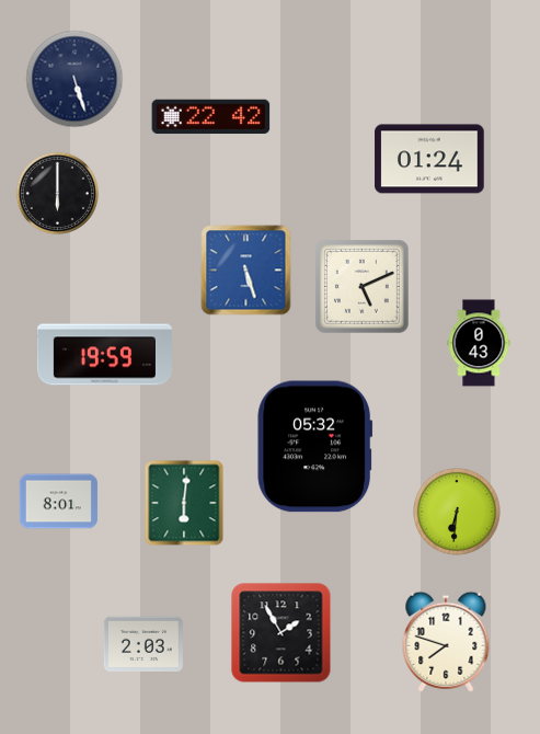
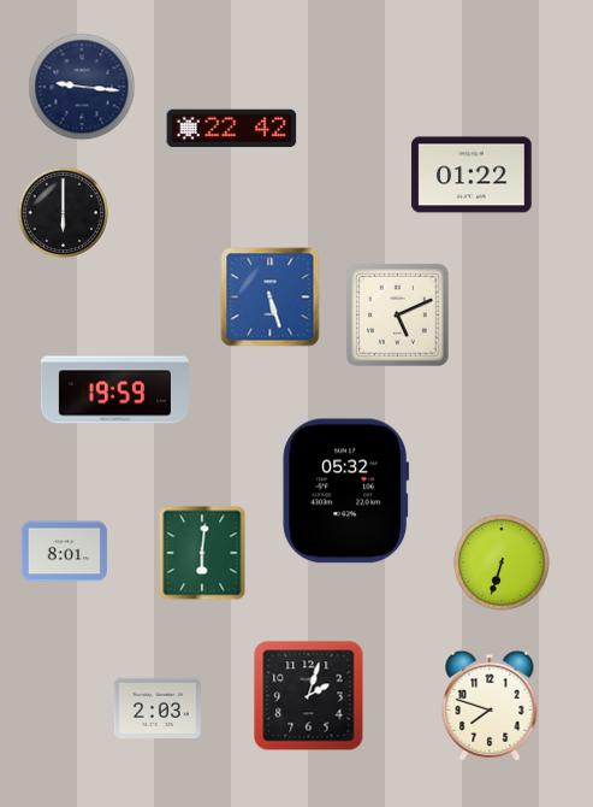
clock at (74, 79): 5:27 -> 9:16
clock at (429, 159): 01:24 -> 01:22
clock at (479, 343): 0:43 -> none
clock at (457, 512): 6:31 -> 6:33
clock at (282, 633): 1:55 -> 2:03
